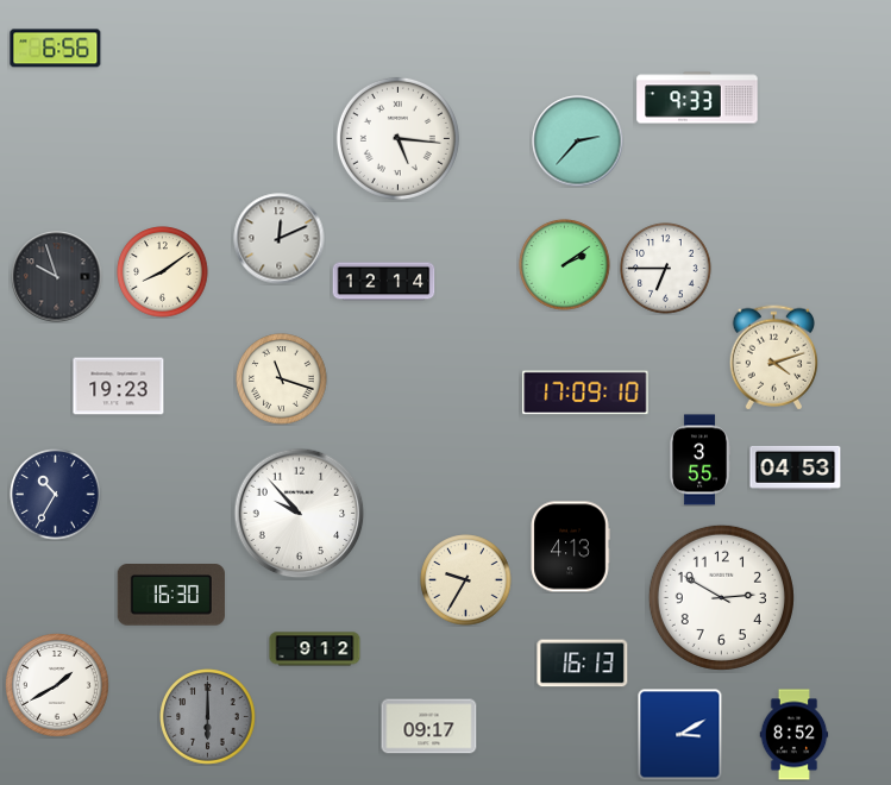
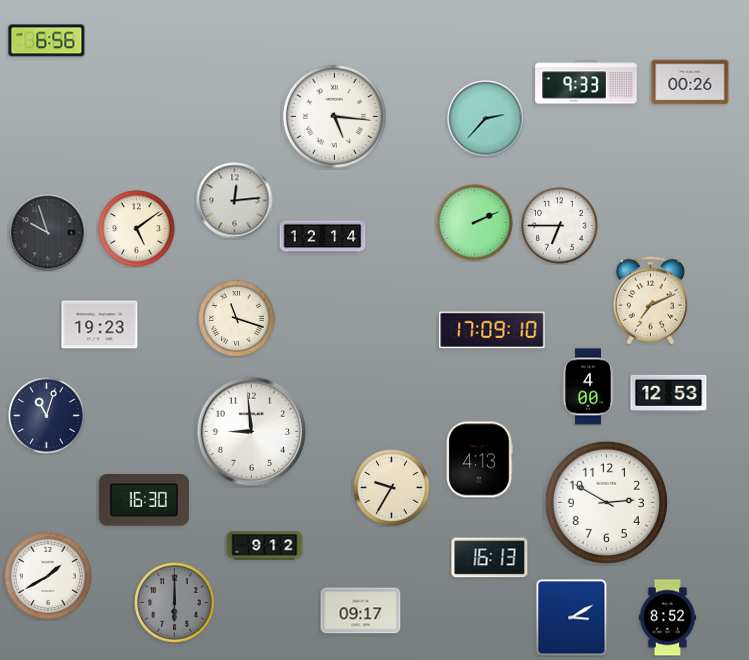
clock at (690, 82): none -> 00:26
clock at (280, 239): 12:11 -> 12:14
clock at (565, 265): 2:09 -> 2:11
clock at (163, 272): 8:09 -> 5:09
clock at (773, 358): 4:12 -> 7:11
clock at (699, 460): 3:55 -> 4:00
clock at (796, 467): 04:53 -> 12:53
clock at (56, 495): 10:35 -> 11:03
clock at (300, 514): 9:53 -> 8:59
